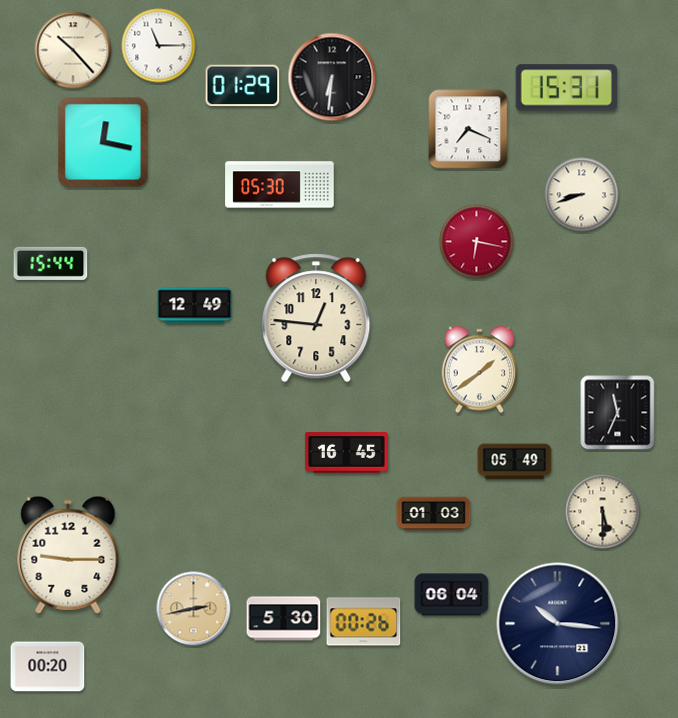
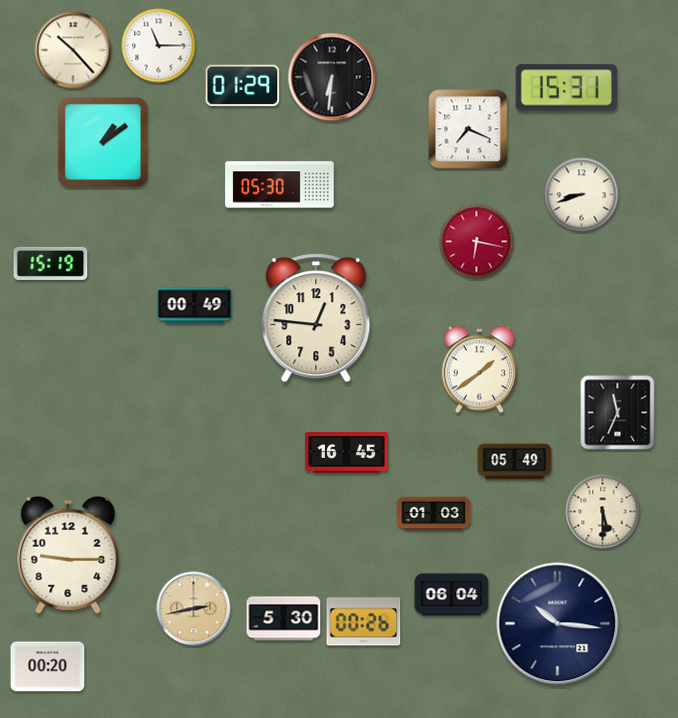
clock at (103, 142): 12:17 -> 1:09
clock at (51, 263): 15:44 -> 15:19
clock at (195, 306): 12:49 -> 00:49
